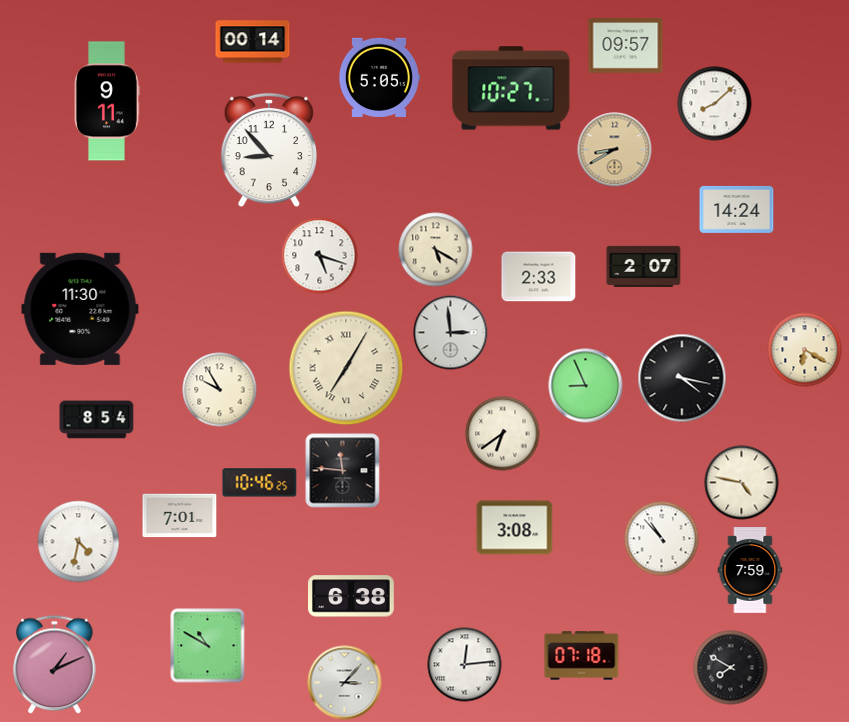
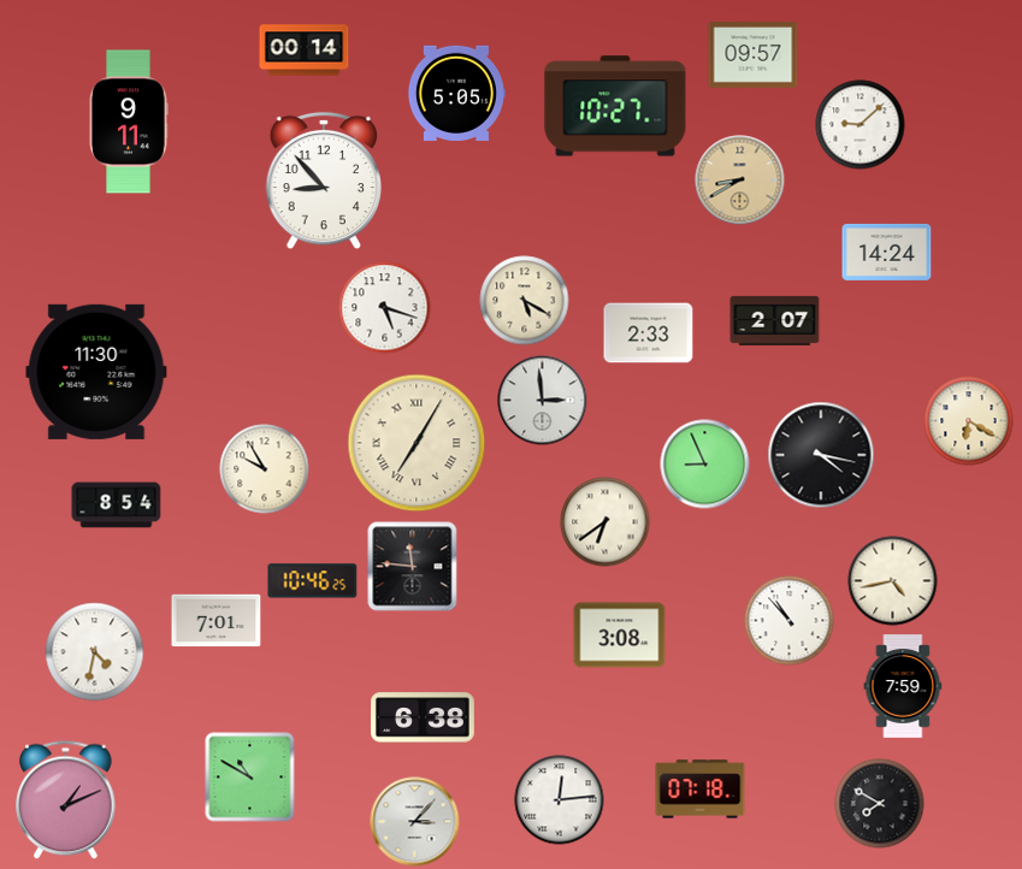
clock at (715, 104): 8:08 -> 9:08
clock at (742, 483): 4:47 -> 4:43
clock at (662, 539) position: (662, 539) -> (790, 621)
